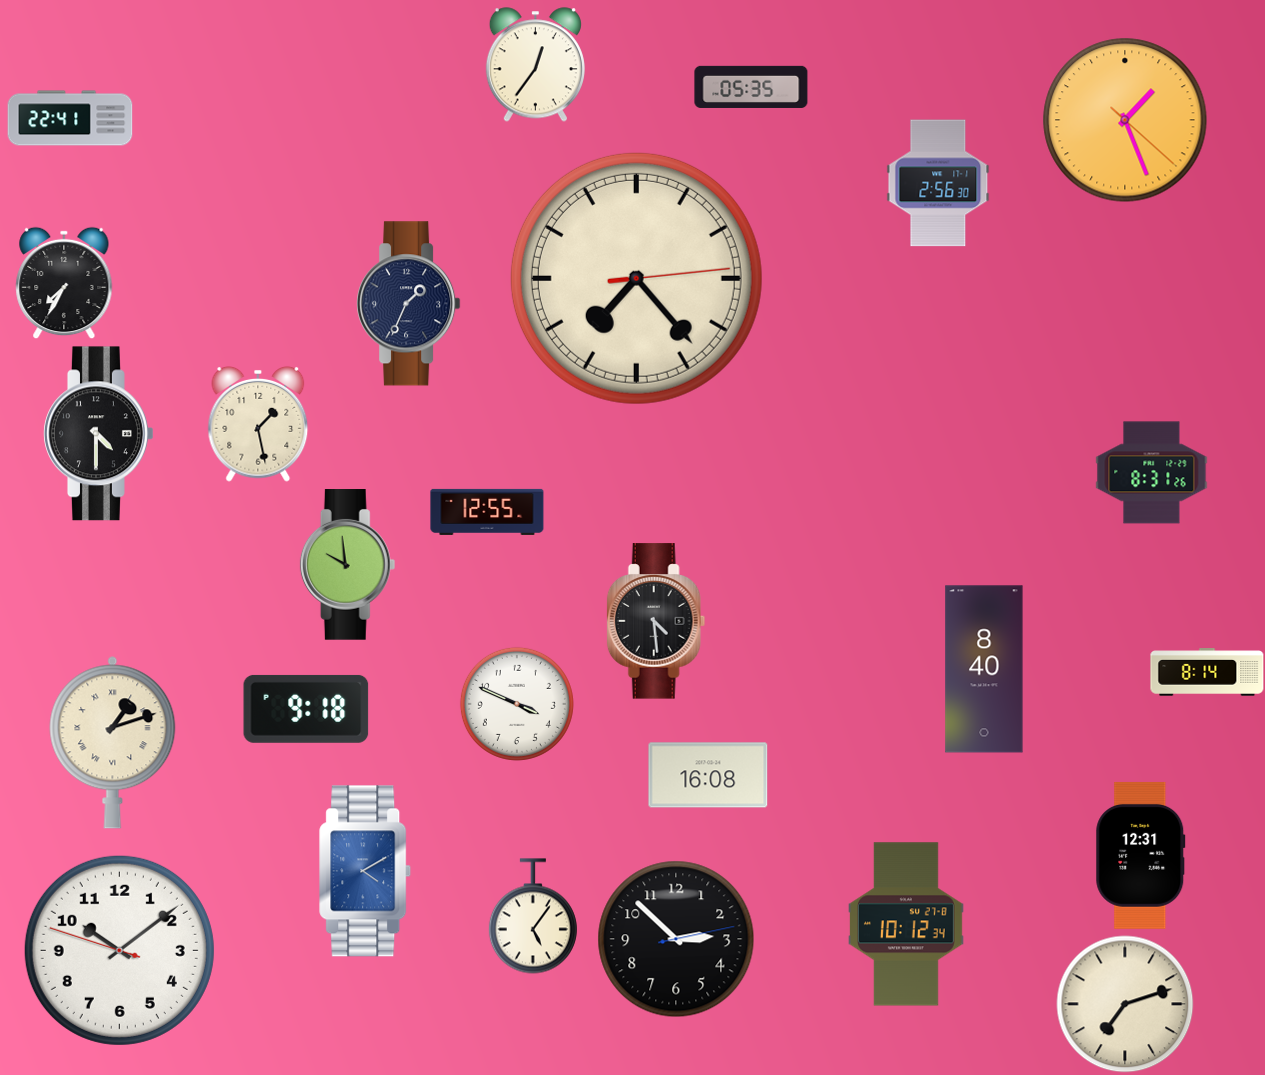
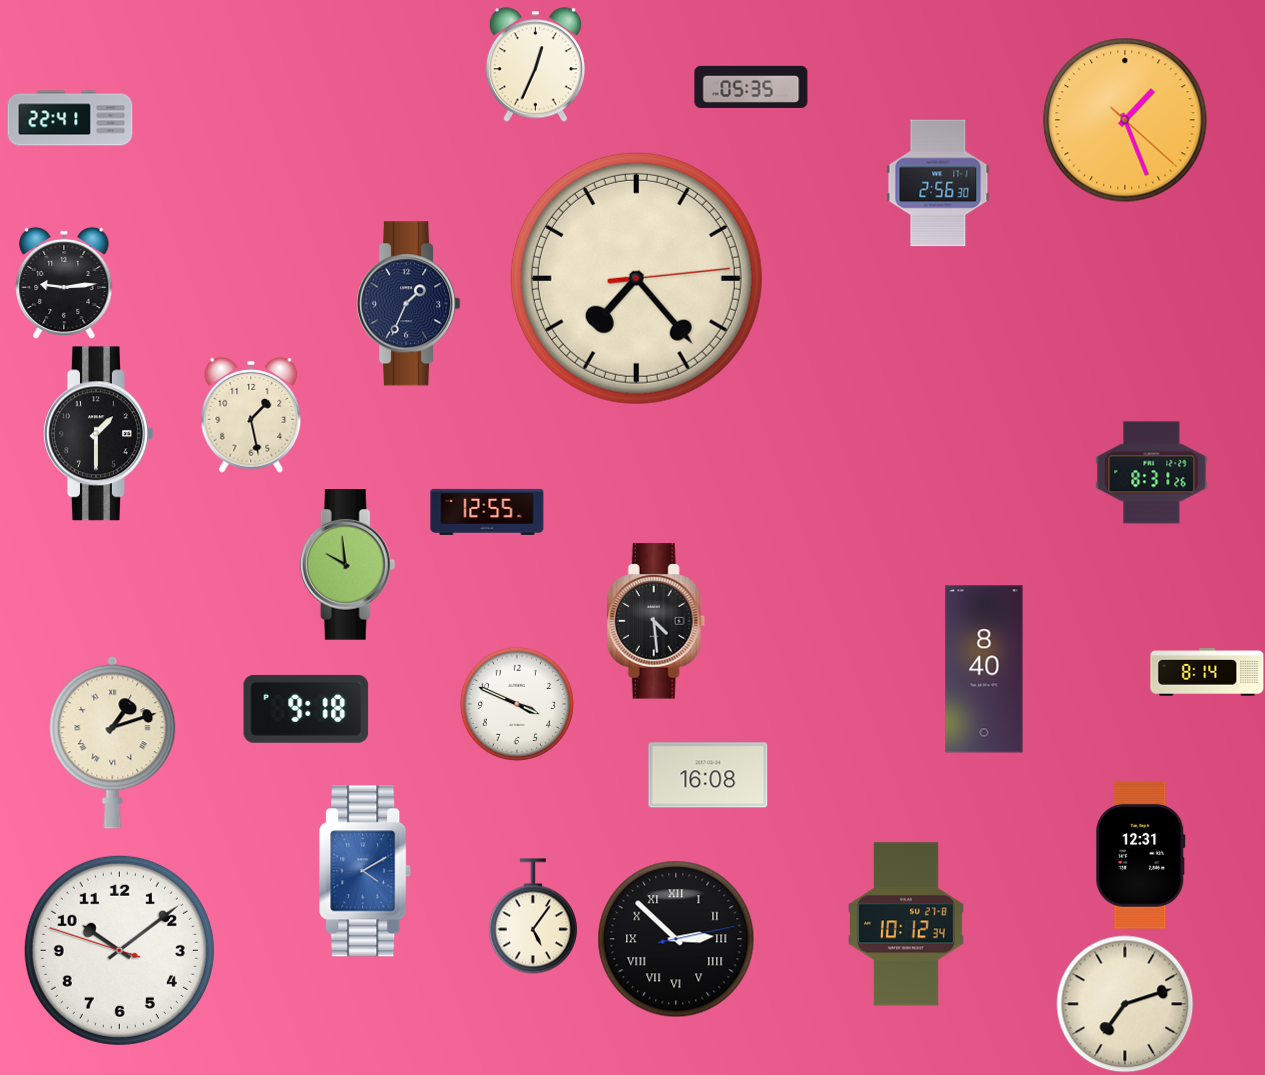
clock at (535, 65): 12:36 -> 12:34
clock at (64, 283): 7:35 -> 9:14
clock at (258, 424) position: (258, 424) -> (251, 415)
clock at (99, 434): 4:30 -> 1:30
clock at (676, 939) numerals: Arabic -> Roman
